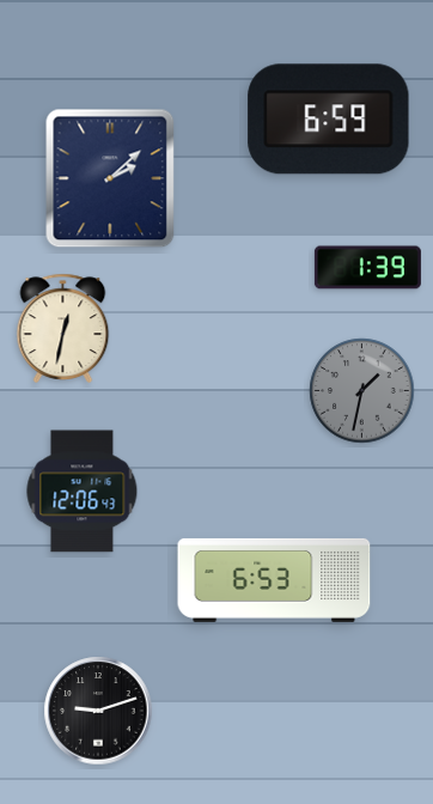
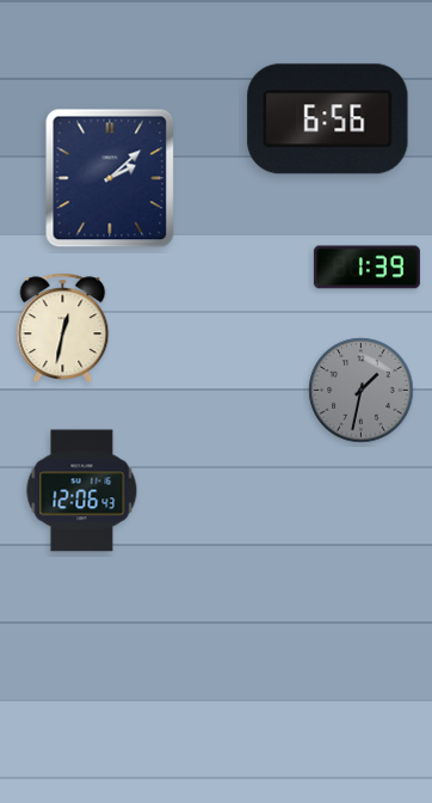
clock at (329, 120): 6:59 -> 6:56
clock at (274, 580): 6:53 -> none
clock at (98, 711): 9:12 -> none
